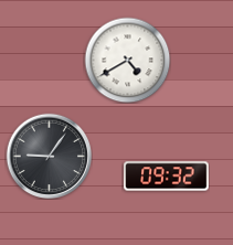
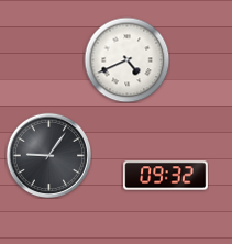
clock at (127, 60): 4:40 -> 4:41
